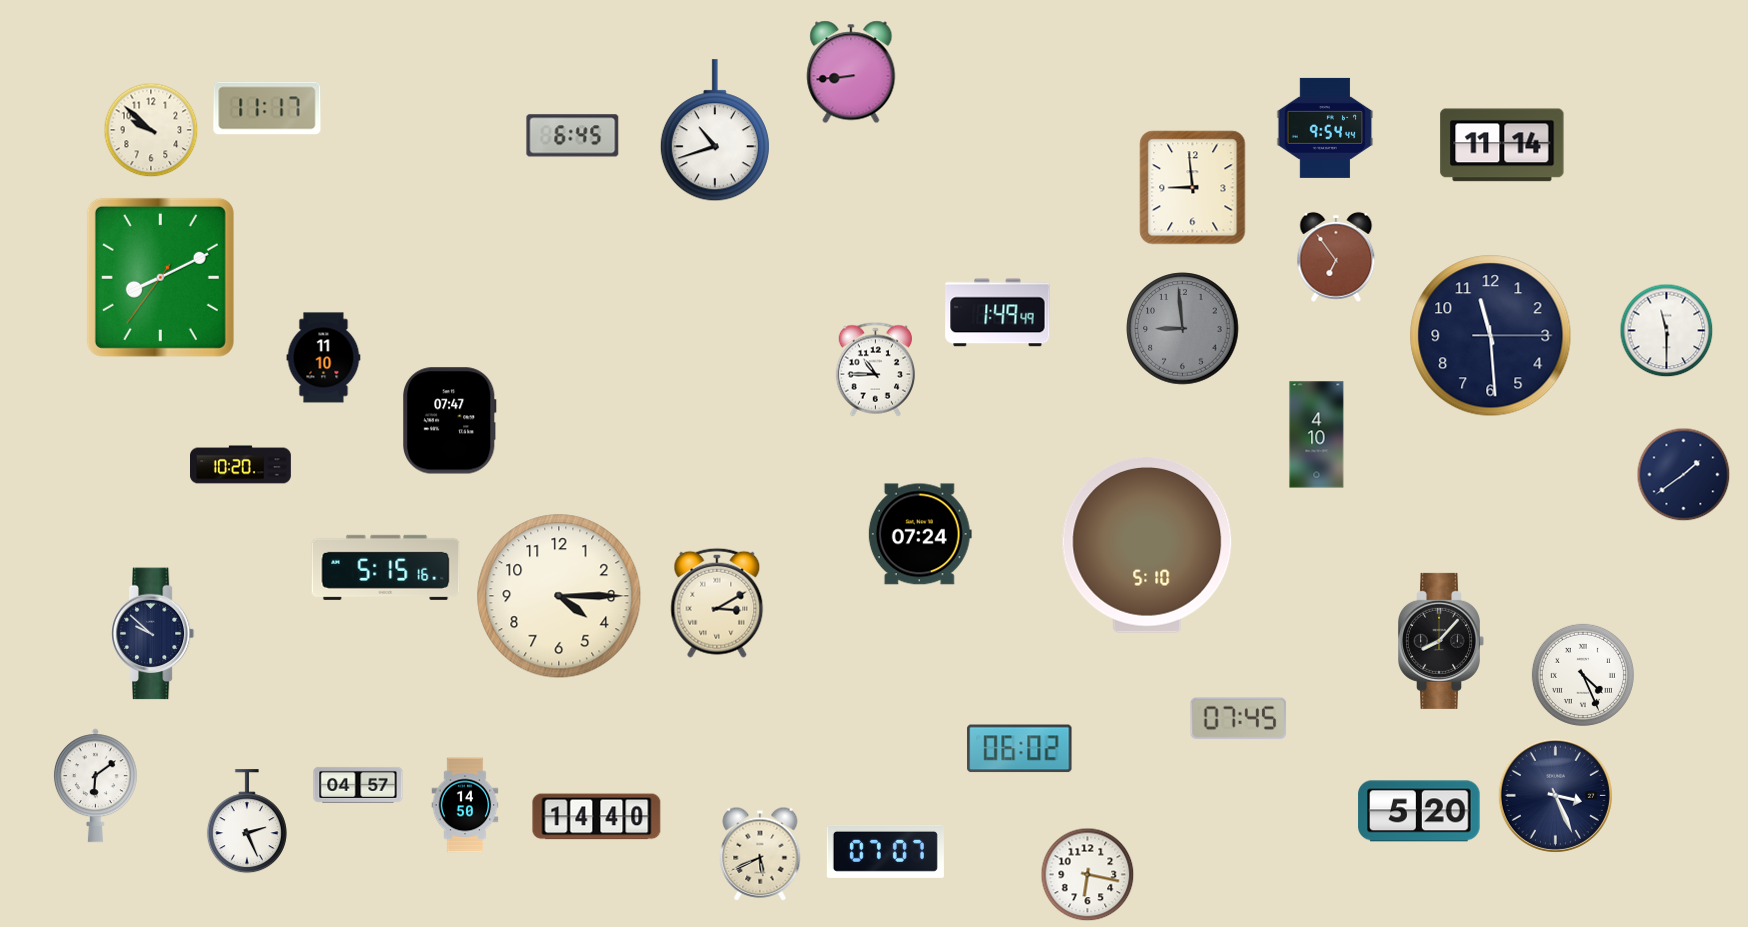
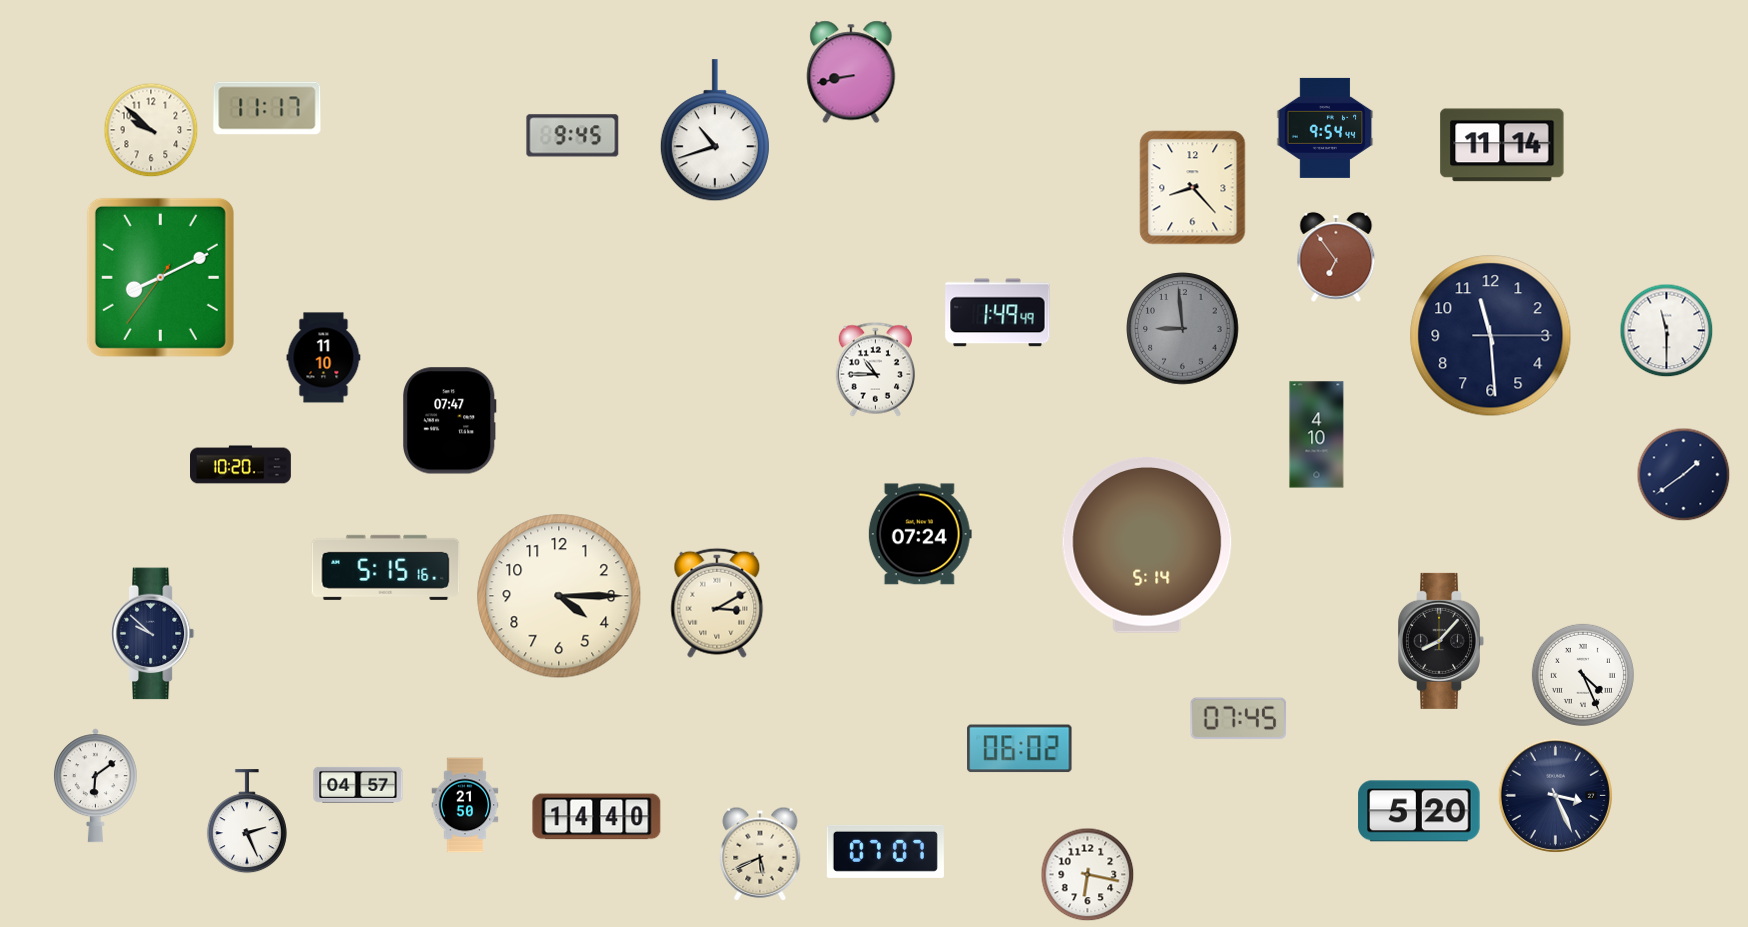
clock at (851, 72): 8:44 -> 8:43
clock at (573, 136): 6:45 -> 9:45
clock at (1193, 188): 8:59 -> 8:23
clock at (1147, 546): 5:10 -> 5:14
clock at (465, 805): 14:50 -> 21:50
